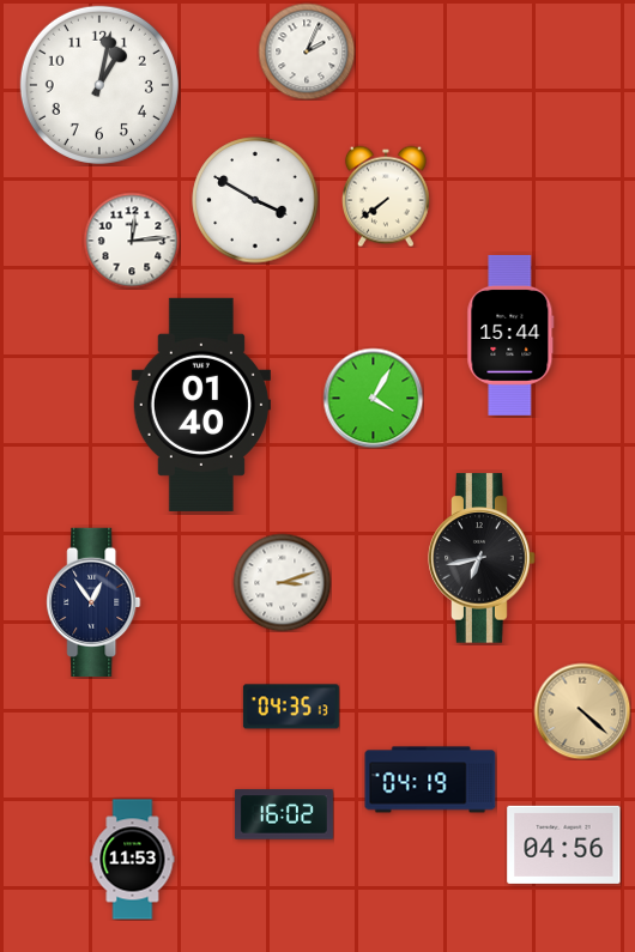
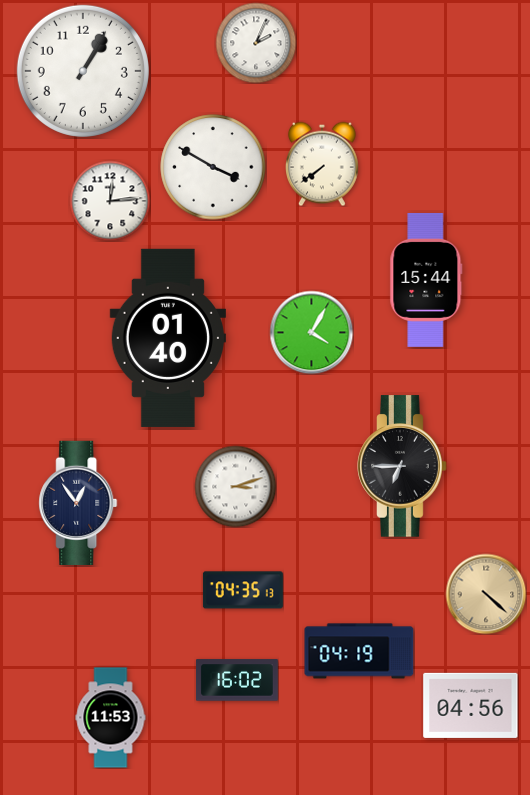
clock at (99, 85): 1:02 -> 1:05
clock at (482, 558): 6:43 -> 6:45
